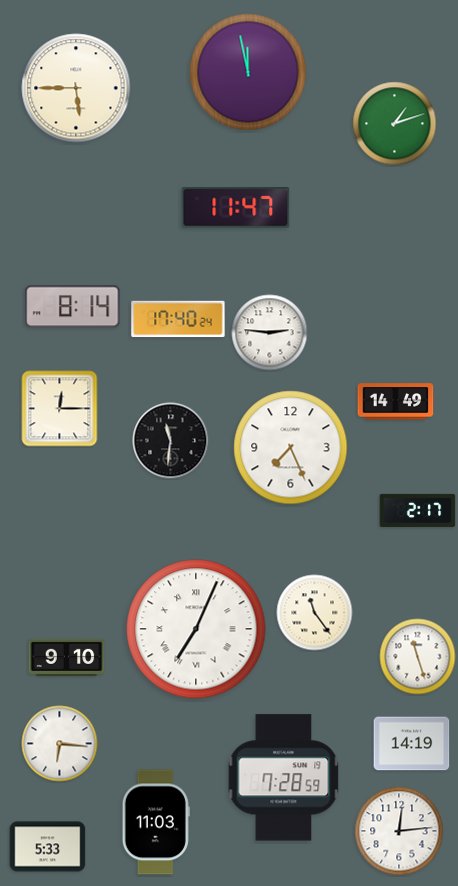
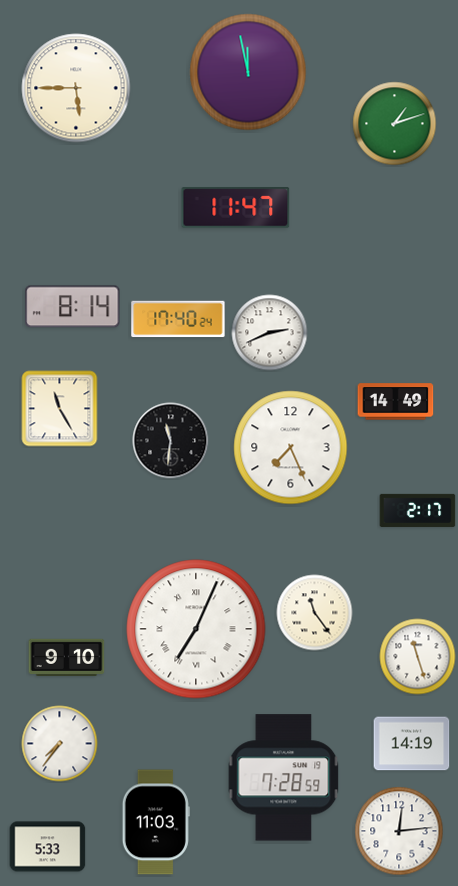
clock at (270, 333): 2:46 -> 2:41
clock at (60, 409): 12:15 -> 11:25
clock at (60, 744): 6:16 -> 7:36
